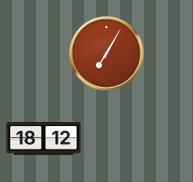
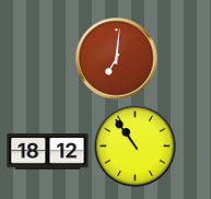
clock at (107, 54): 7:05 -> 7:01
clock at (136, 147): none -> 10:54
